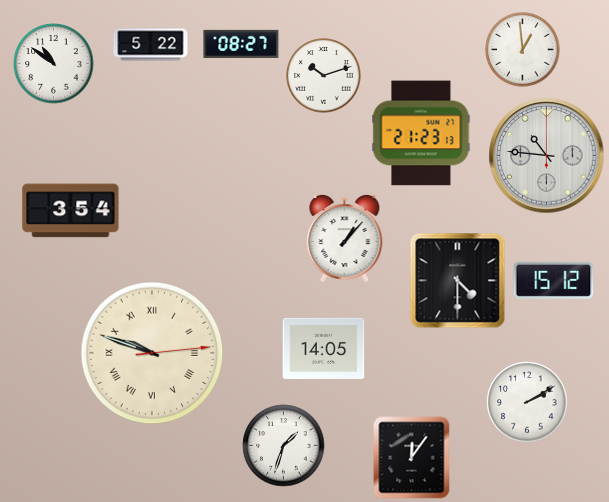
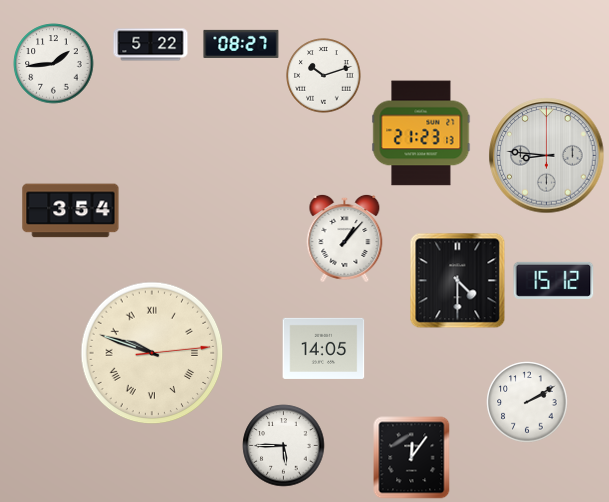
clock at (523, 50): 12:59 -> none
clock at (54, 64): 10:51 -> 1:44
clock at (547, 156): 10:46 -> 8:46
clock at (284, 446): 1:33 -> 5:45
